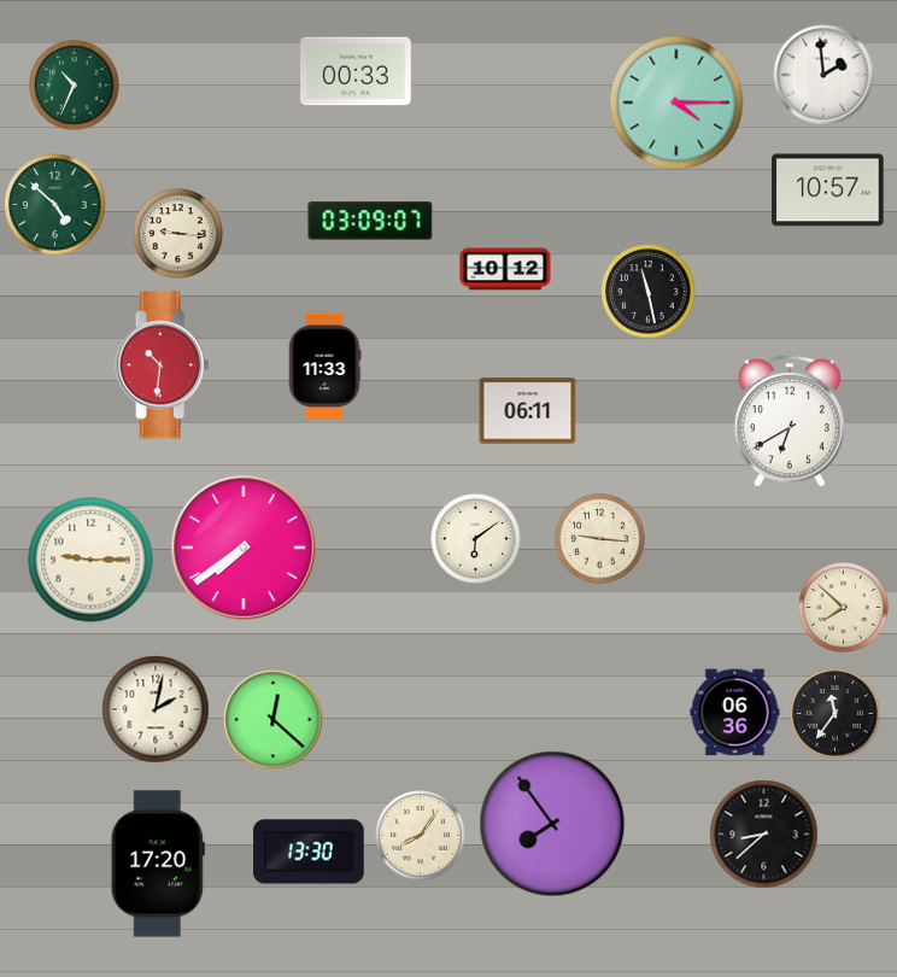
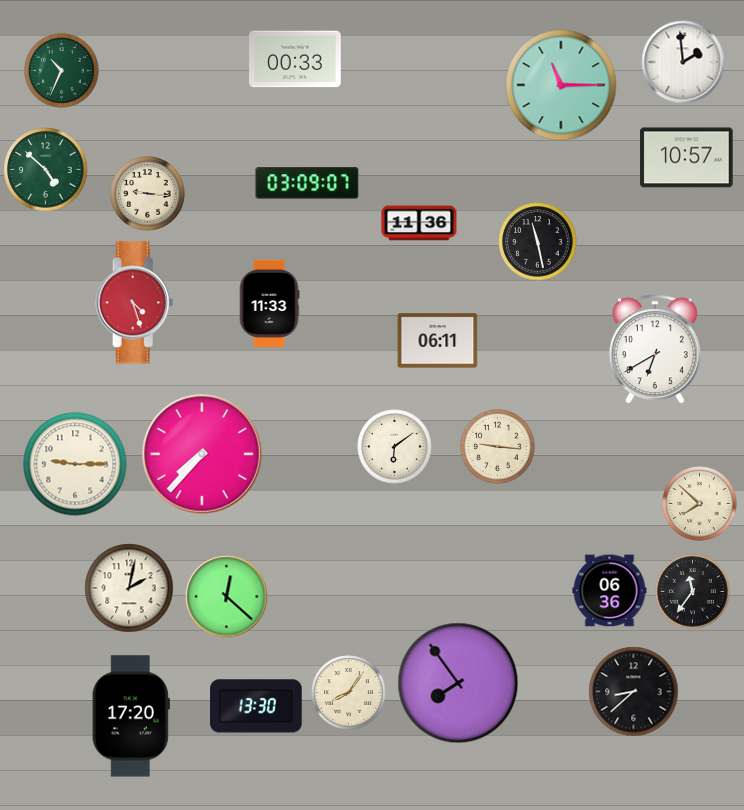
clock at (676, 103): 4:15 -> 11:15
clock at (505, 269): 10:12 -> 11:36
clock at (163, 365): 10:31 -> 4:27
clock at (244, 548): 7:39 -> 7:37
